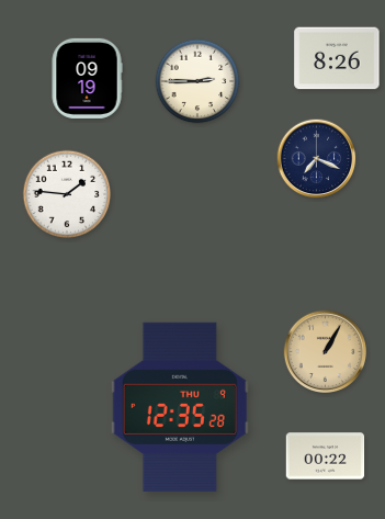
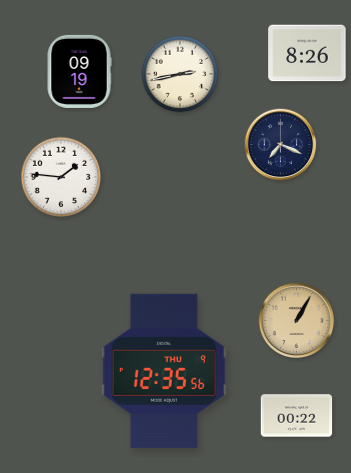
clock at (197, 81): 2:45 -> 2:43
clock at (317, 159) position: (317, 159) -> (281, 145)
clock at (180, 407): 12:35:28 -> 12:35:56
